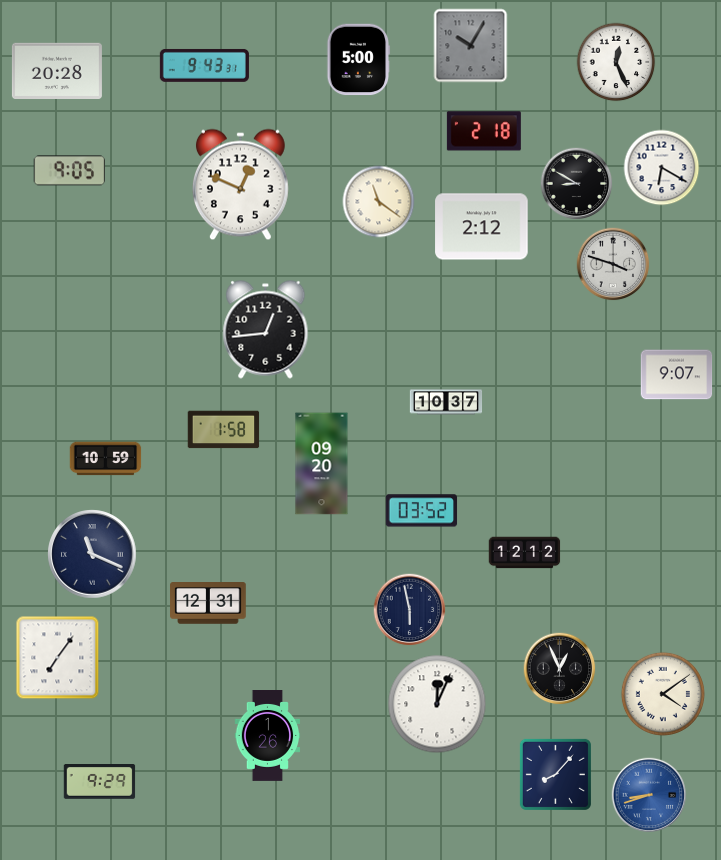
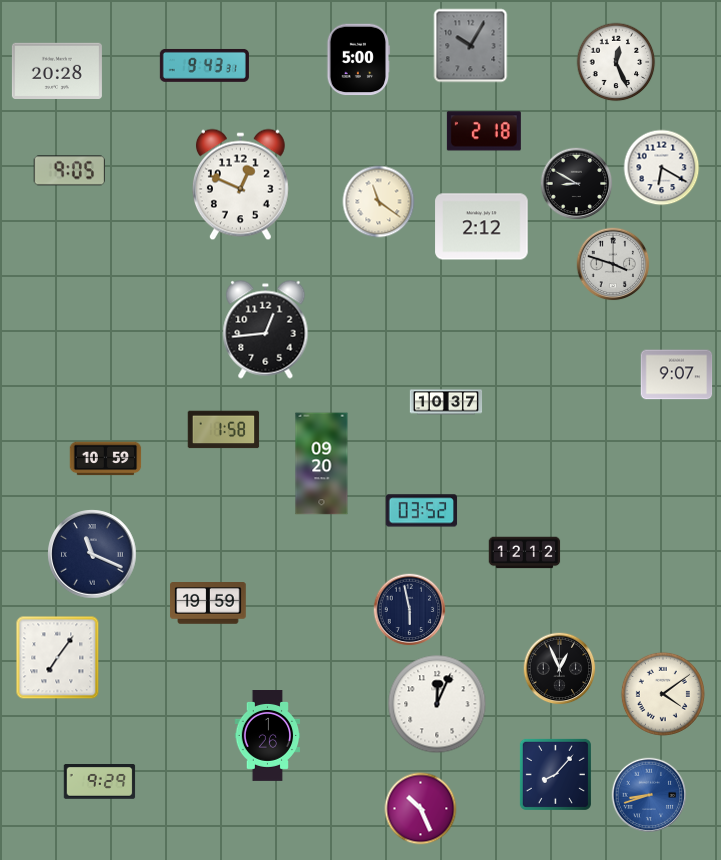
clock at (208, 603): 12:31 -> 19:59
clock at (421, 809): none -> 10:26
